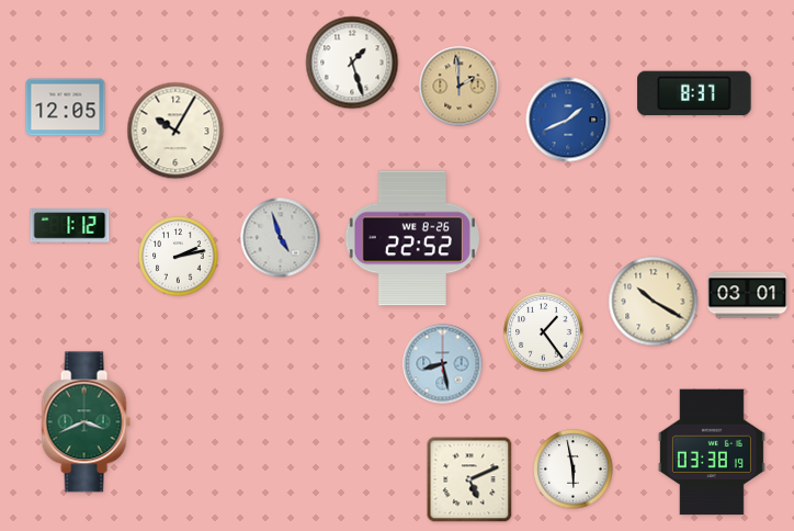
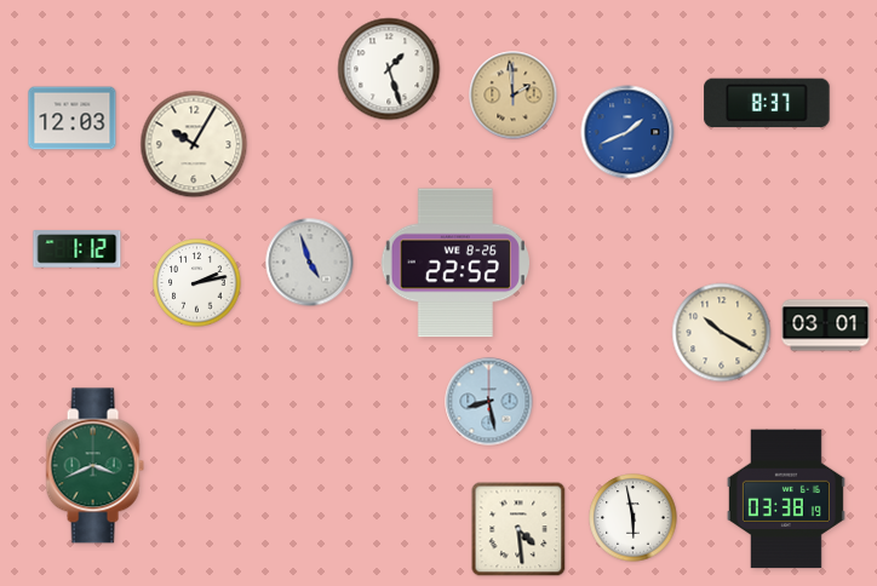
clock at (460, 87) position: (460, 87) -> (514, 96)
clock at (66, 108): 12:05 -> 12:03
clock at (544, 332): 1:24 -> none
clock at (469, 479): 5:11 -> 4:29
